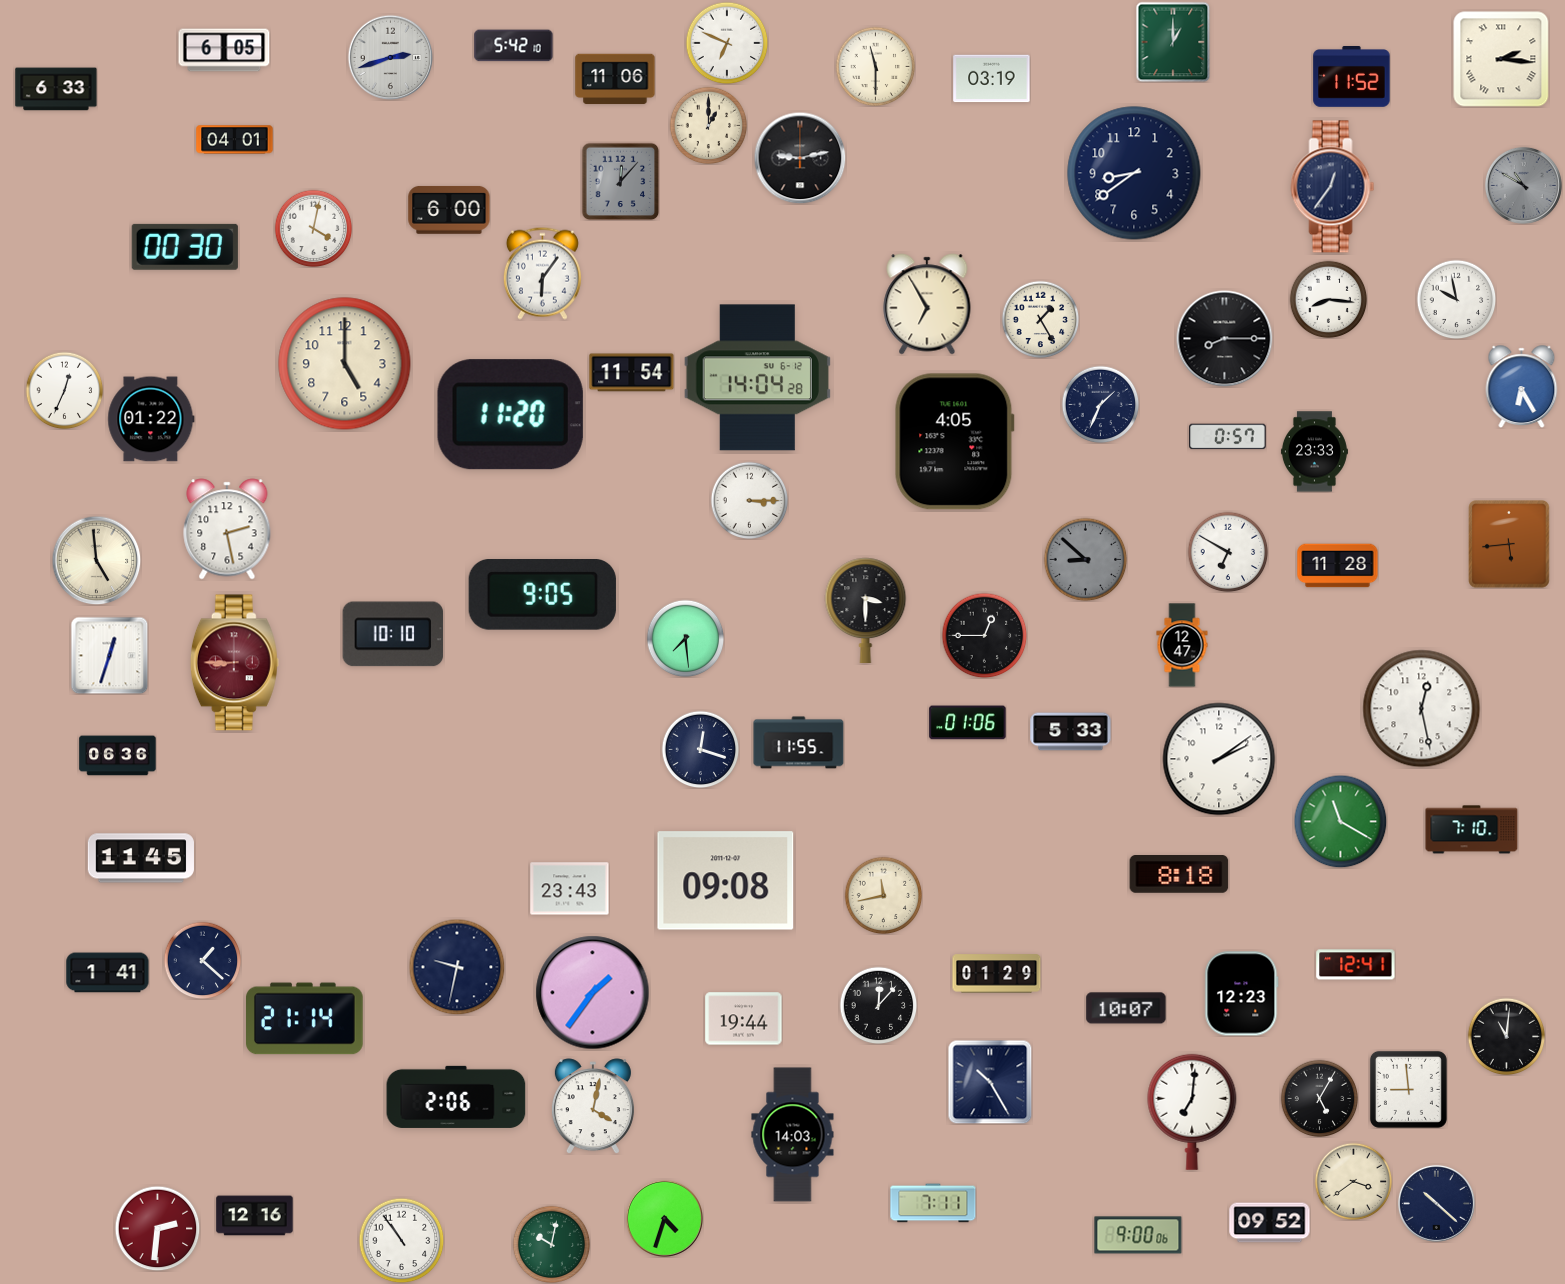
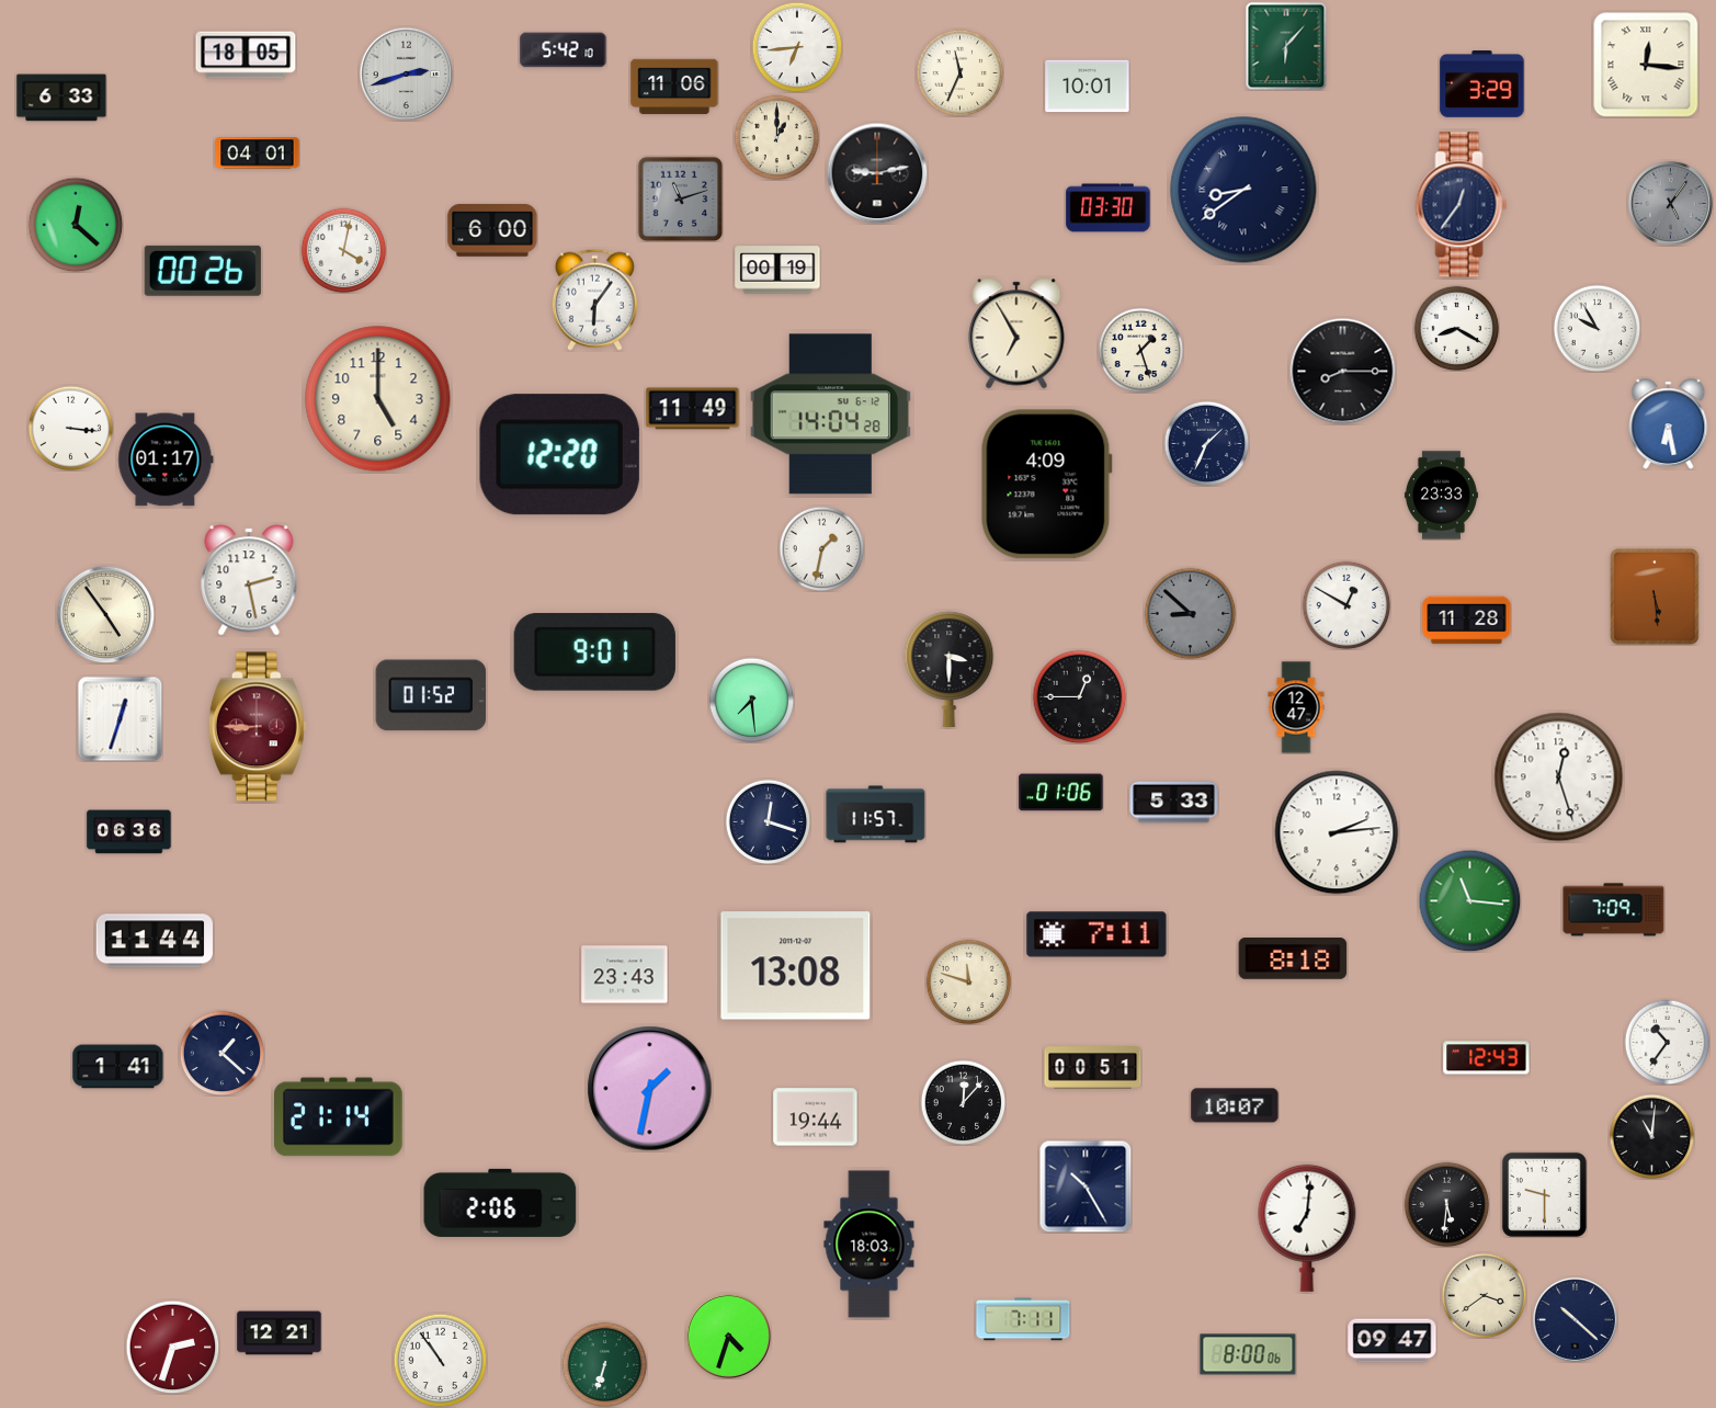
clock at (1173, 42): 1:00 -> 6:07
clock at (727, 43): 6:49 -> 6:44
clock at (224, 50): 6:05 -> 18:05
clock at (390, 57) position: (390, 57) -> (406, 73)
clock at (1501, 59): 2:16 -> 12:16
clock at (875, 66): 11:30 -> 11:34
clock at (1352, 77): 11:52 -> 3:29
clock at (992, 79): 03:19 -> 10:01
clock at (1134, 173) numerals: Arabic -> Roman
clock at (620, 181): 12:07 -> 11:12
clock at (1523, 185): 10:50 -> 5:06
clock at (1109, 208): none -> 03:30
clock at (76, 225): none -> 12:22
clock at (777, 270): none -> 00:19
clock at (185, 247): 00:30 -> 00:26
clock at (1328, 299): 8:16 -> 8:20
clock at (1456, 299): 9:58 -> 9:55
clock at (1040, 319): 1:25 -> 1:27
clock at (632, 373): 11:54 -> 11:49
clock at (1522, 386): 6:25 -> 6:28
clock at (64, 390): 12:34 -> 3:16
clock at (510, 415): 11:20 -> 12:20
clock at (151, 419): 01:22 -> 01:17
clock at (1228, 437): 0:57 -> none
clock at (954, 442): 4:05 -> 4:09
clock at (749, 500): 3:15 -> 1:32
clock at (1509, 544): 5:44 -> 5:29
clock at (1228, 552): 6:50 -> 12:50
clock at (96, 560): 4:59 -> 4:54
clock at (542, 595): 9:05 -> 9:01
clock at (393, 634): 10:10 -> 01:52
clock at (1422, 709): 12:28 -> 12:27
clock at (799, 743): 11:55 -> 11:57
clock at (118, 756) position: (118, 756) -> (129, 832)
clock at (1219, 759): 2:09 -> 2:14
clock at (1340, 821): 11:20 -> 11:16
clock at (1472, 830): 7:10 -> 7:09
clock at (1096, 934): none -> 7:11
clock at (141, 858): 11:45 -> 11:44
clock at (726, 881): 09:08 -> 13:08
clock at (883, 895): 11:43 -> 11:48
clock at (1667, 1042): none -> 10:36
clock at (1356, 965): 12:41 -> 12:43
clock at (457, 967): 9:32 -> none
clock at (997, 974): 01:29 -> 00:51
clock at (593, 993): 1:36 -> 1:32
clock at (1242, 994): 12:23 -> none
clock at (305, 1019) position: (305, 1019) -> (339, 1117)
clock at (1408, 1089): 8:59 -> 9:30
clock at (1319, 1098): 5:05 -> 5:31
clock at (593, 1106): 4:02 -> none
clock at (1192, 1112) position: (1192, 1112) -> (1307, 1228)
clock at (793, 1135): 14:03 -> 18:03
clock at (255, 1216): 12:16 -> 12:21
clock at (1270, 1223): 09:52 -> 09:47
clock at (157, 1228): 2:31 -> 2:33
clock at (1138, 1235): 9:00 -> 8:00
clock at (551, 1244): 10:02 -> 6:33
